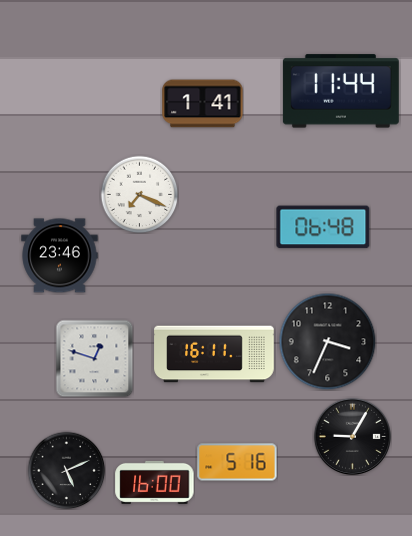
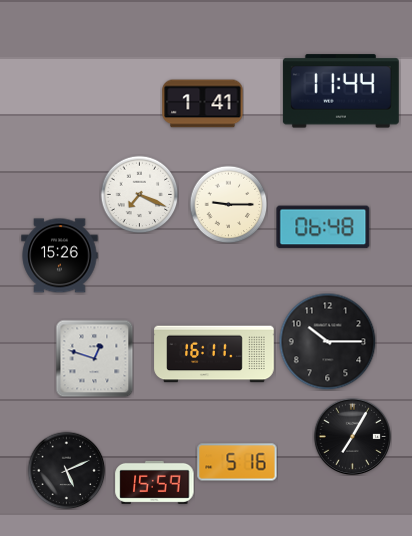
clock at (228, 204): none -> 9:15
clock at (60, 256): 23:46 -> 15:26
clock at (327, 341): 3:34 -> 10:15
clock at (352, 436): 9:05 -> 7:05
clock at (155, 482): 16:00 -> 15:59
